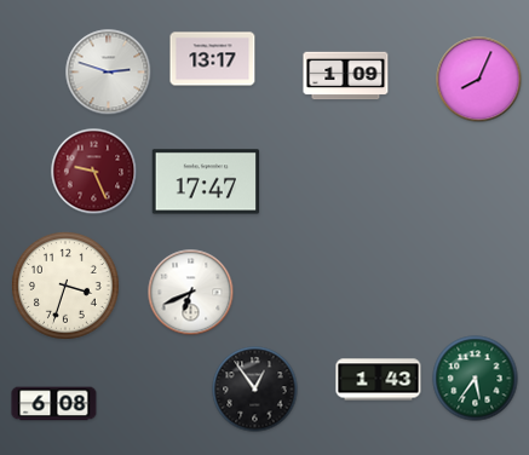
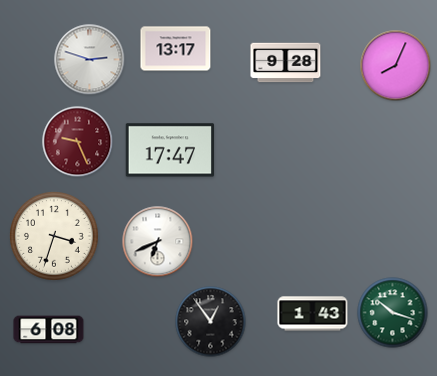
clock at (346, 76): 1:09 -> 9:28
clock at (476, 379): 5:36 -> 10:18
clock at (54, 404) position: (54, 404) -> (49, 330)
